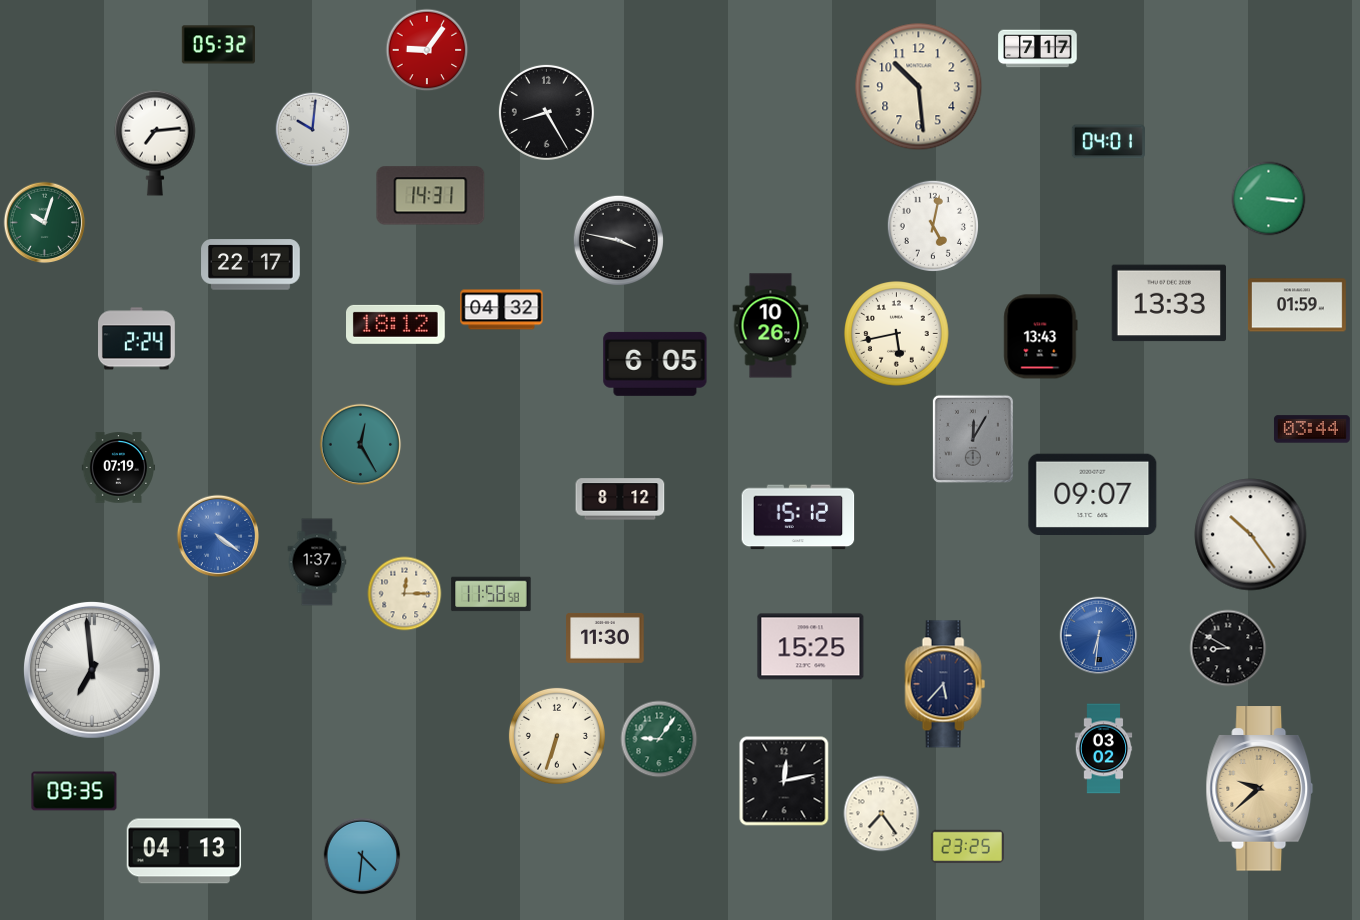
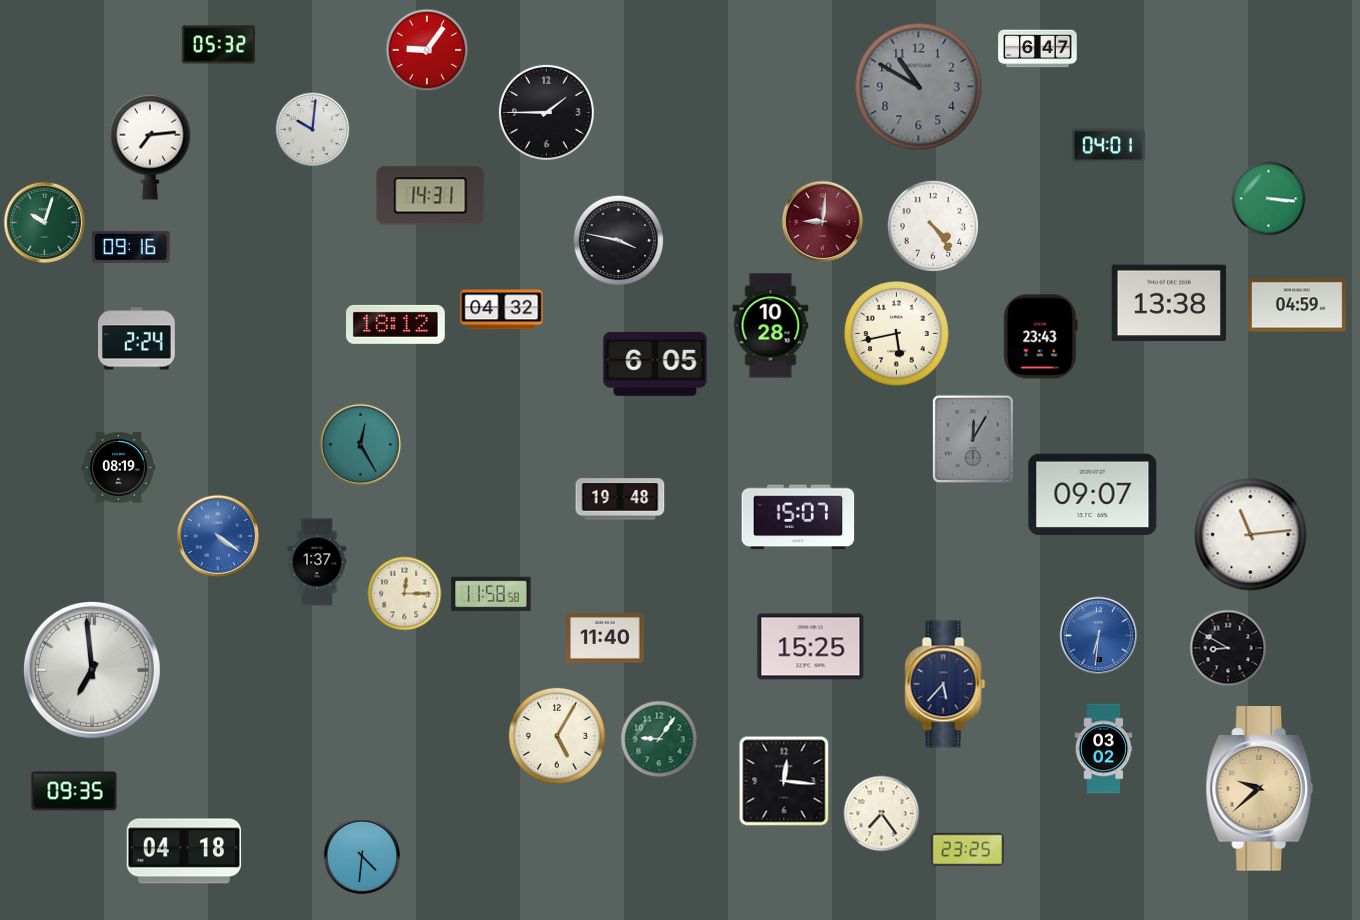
clock at (1038, 49): 7:17 -> 6:47
clock at (919, 87): 10:29 -> 10:50
clock at (919, 87) dial: cream -> grey
clock at (546, 112): 8:25 -> 1:45
clock at (1108, 142) position: (1108, 142) -> (1108, 146)
clock at (156, 143) position: (156, 143) -> (151, 147)
clock at (823, 222): none -> 9:01
clock at (933, 226): 5:02 -> 4:24
clock at (131, 247): none -> 09:16
clock at (251, 265): 22:17 -> none
clock at (1168, 303): 13:33 -> 13:38
clock at (1297, 305): 01:59 -> 04:59
clock at (771, 326): 10:26 -> 10:28
clock at (1041, 337): 13:43 -> 23:43
clock at (1312, 429): 03:44 -> none
clock at (118, 468): 07:19 -> 08:19
clock at (620, 499): 8:12 -> 19:48
clock at (798, 517): 15:12 -> 15:07
clock at (1251, 535): 10:24 -> 11:14
clock at (605, 638): 11:30 -> 11:40
clock at (557, 736): 6:33 -> 5:05
clock at (784, 781): 12:13 -> 12:16
clock at (967, 847) position: (967, 847) -> (967, 850)
clock at (184, 851): 04:13 -> 04:18
